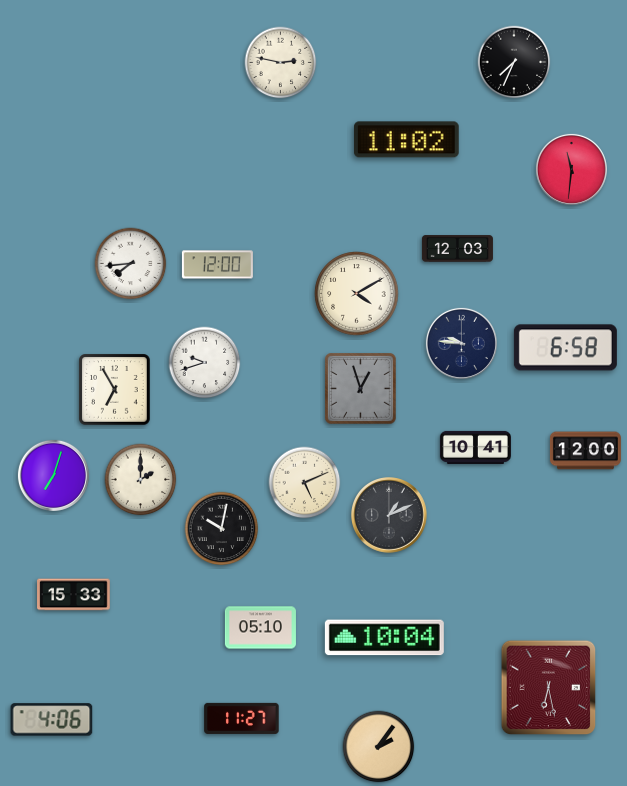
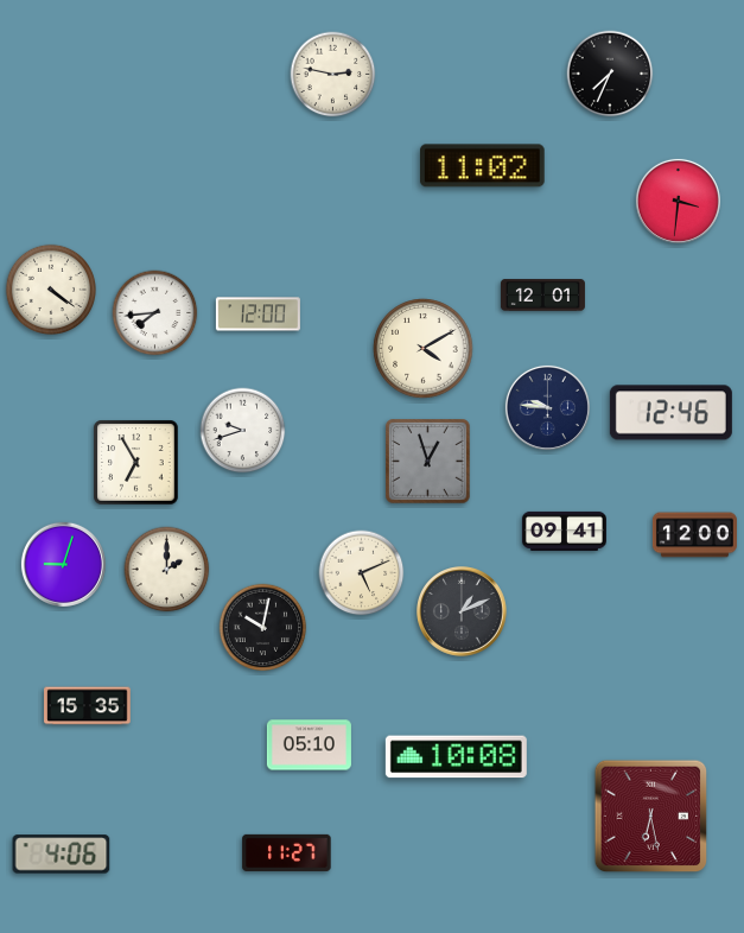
clock at (571, 169): 11:31 -> 3:31
clock at (50, 288): none -> 4:21
clock at (457, 249): 12:03 -> 12:01
clock at (565, 348): 6:58 -> 12:46
clock at (475, 447): 10:41 -> 09:41
clock at (53, 475): 7:03 -> 9:03
clock at (74, 595): 15:33 -> 15:35
clock at (384, 638): 10:04 -> 10:08
clock at (379, 747): 2:06 -> none
